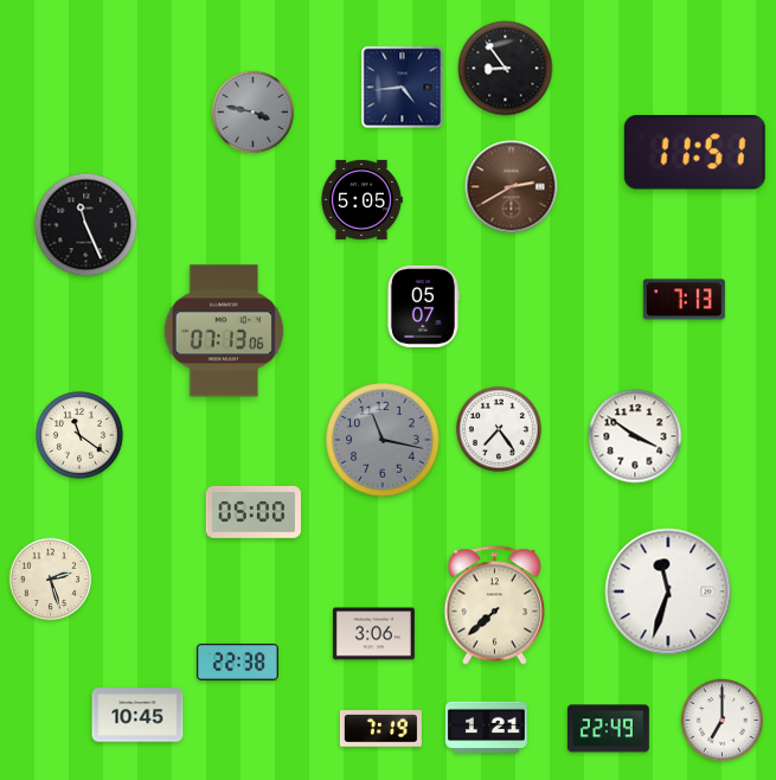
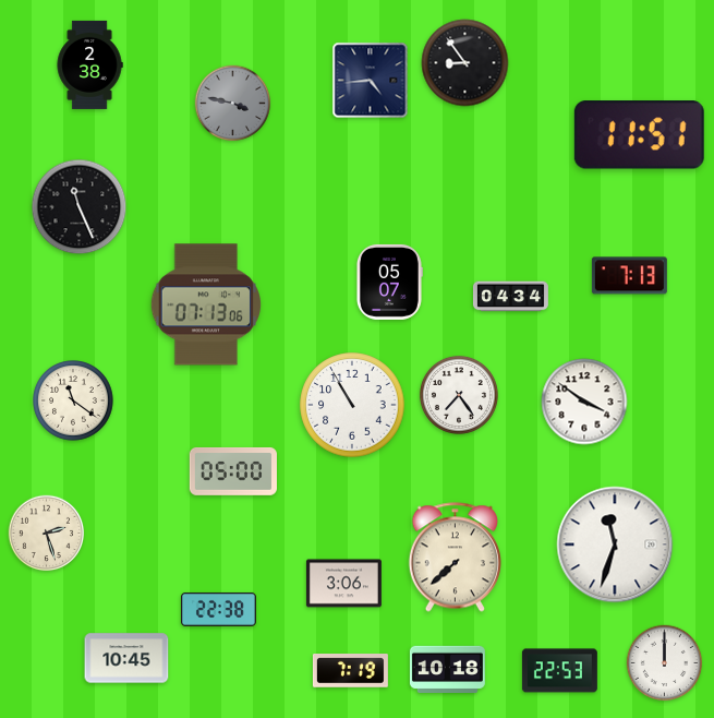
clock at (89, 64): none -> 2:38
clock at (694, 153) position: (694, 153) -> (639, 135)
clock at (512, 187): 2:40 -> none
clock at (361, 199): 5:05 -> none
clock at (510, 297): none -> 04:34
clock at (383, 440): 11:17 -> 10:55
clock at (383, 440) dial: grey -> white
clock at (723, 721): 7:00 -> 12:00
clock at (486, 727): 1:21 -> 10:18
clock at (608, 729): 22:49 -> 22:53
